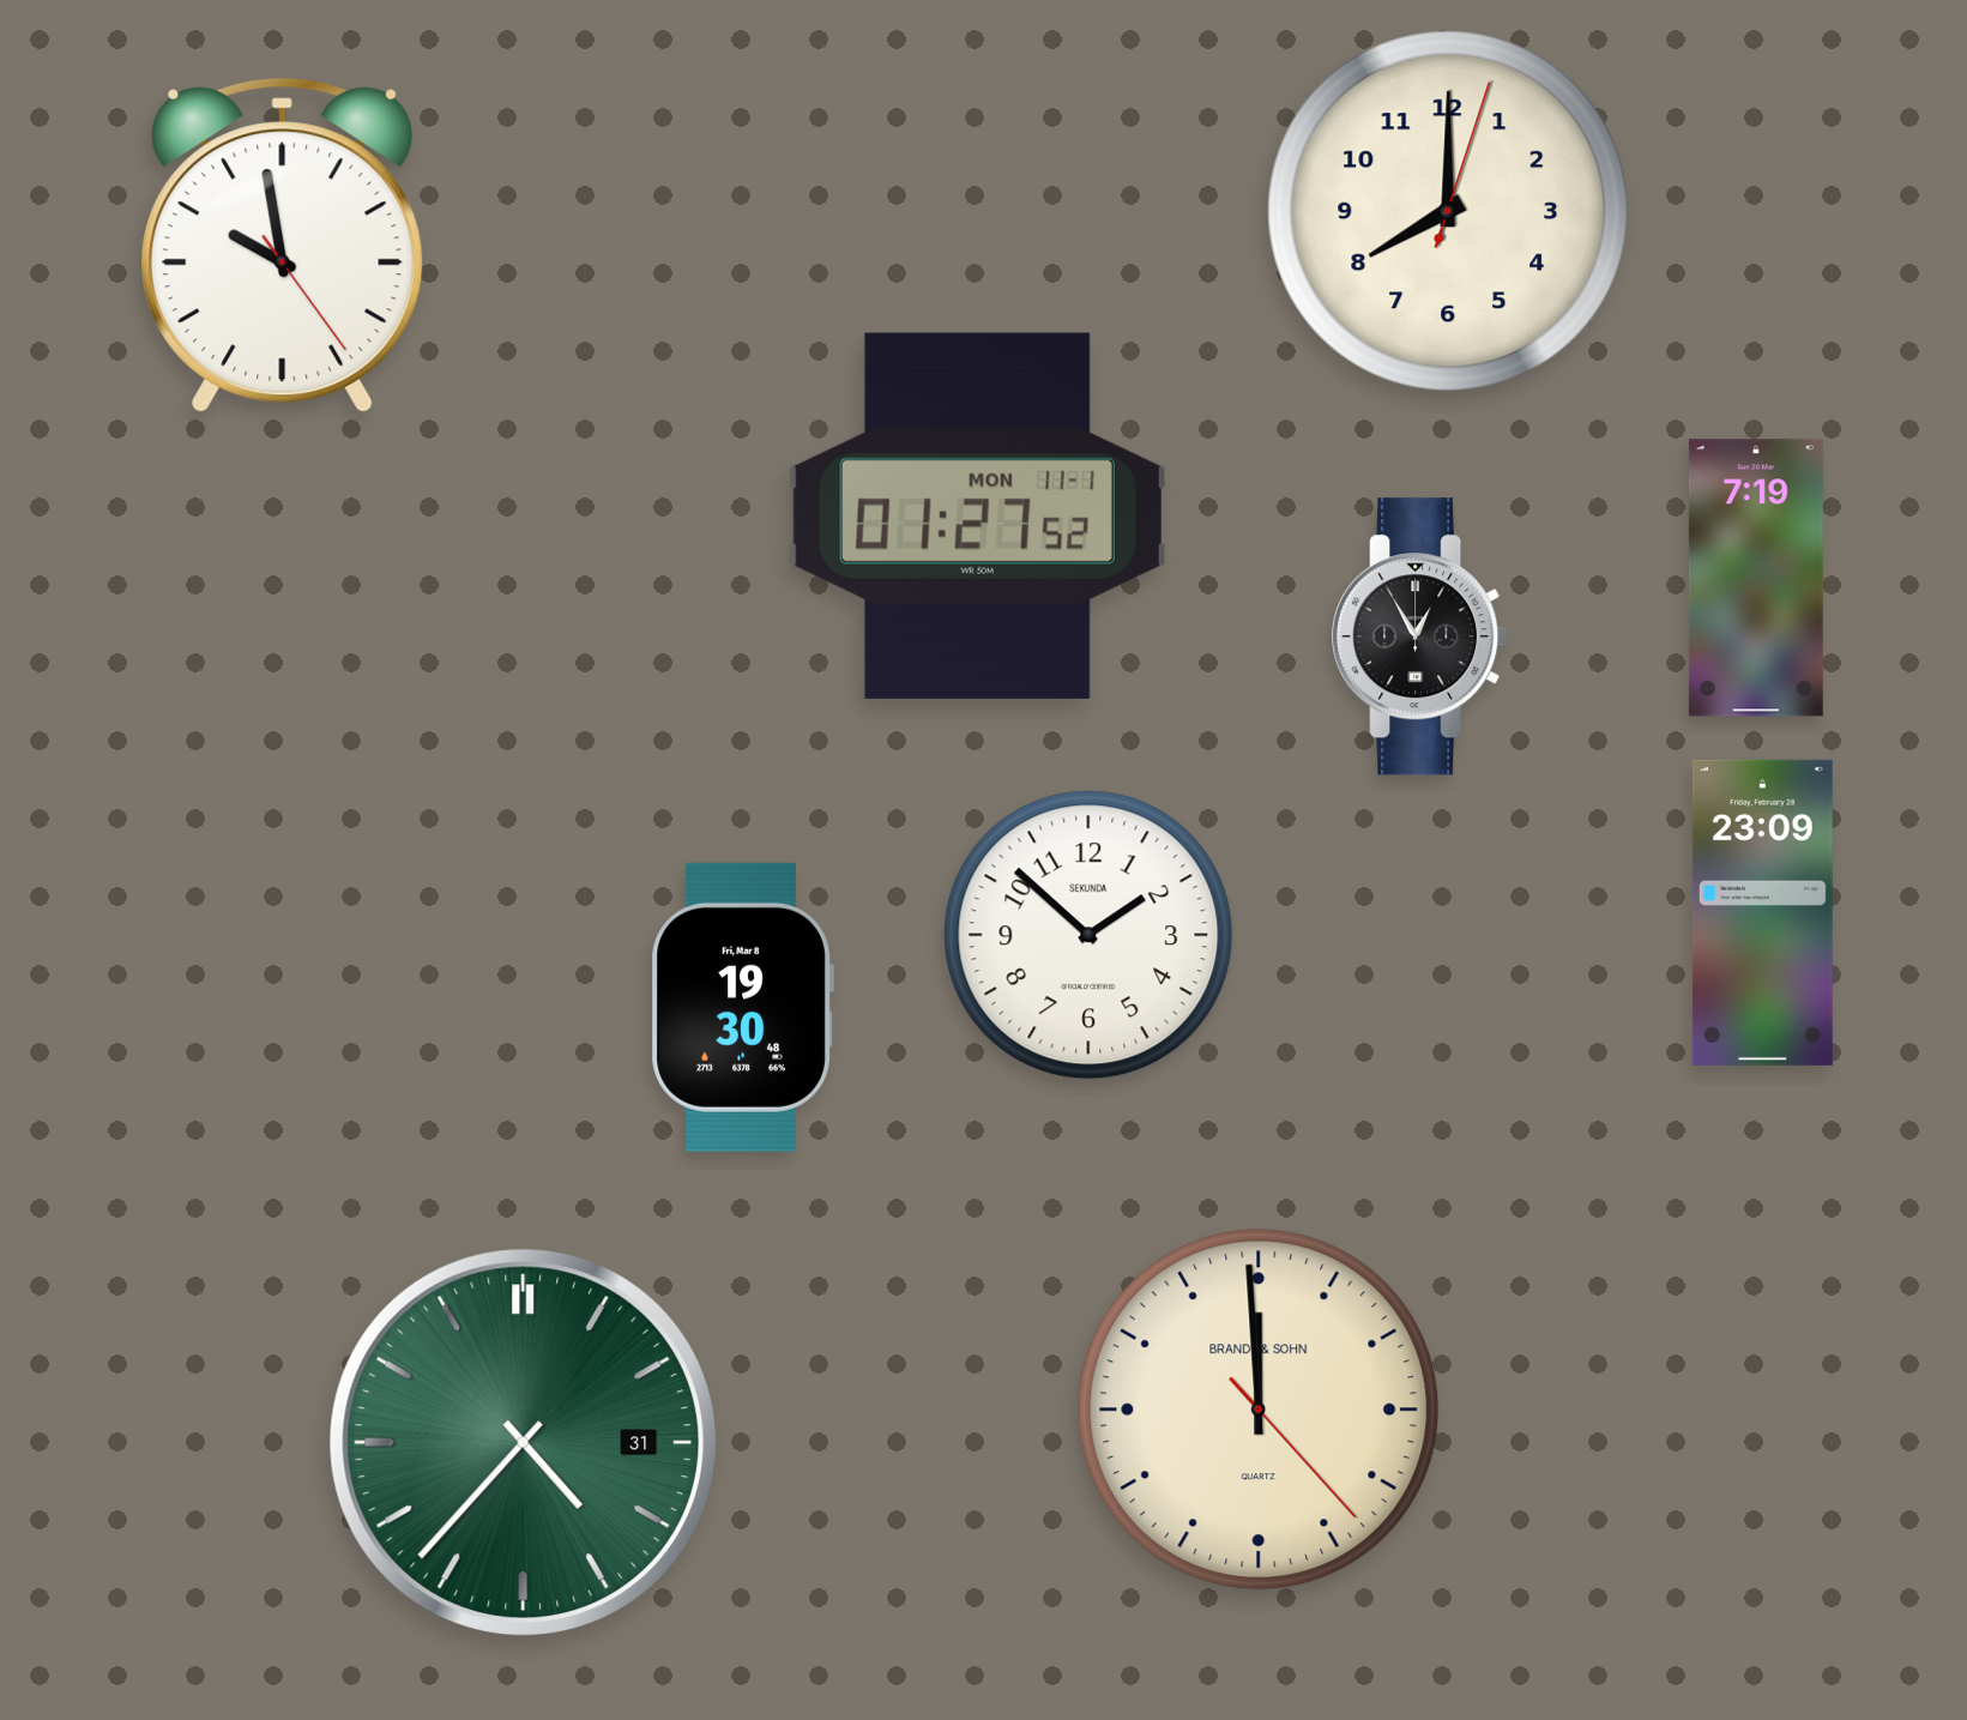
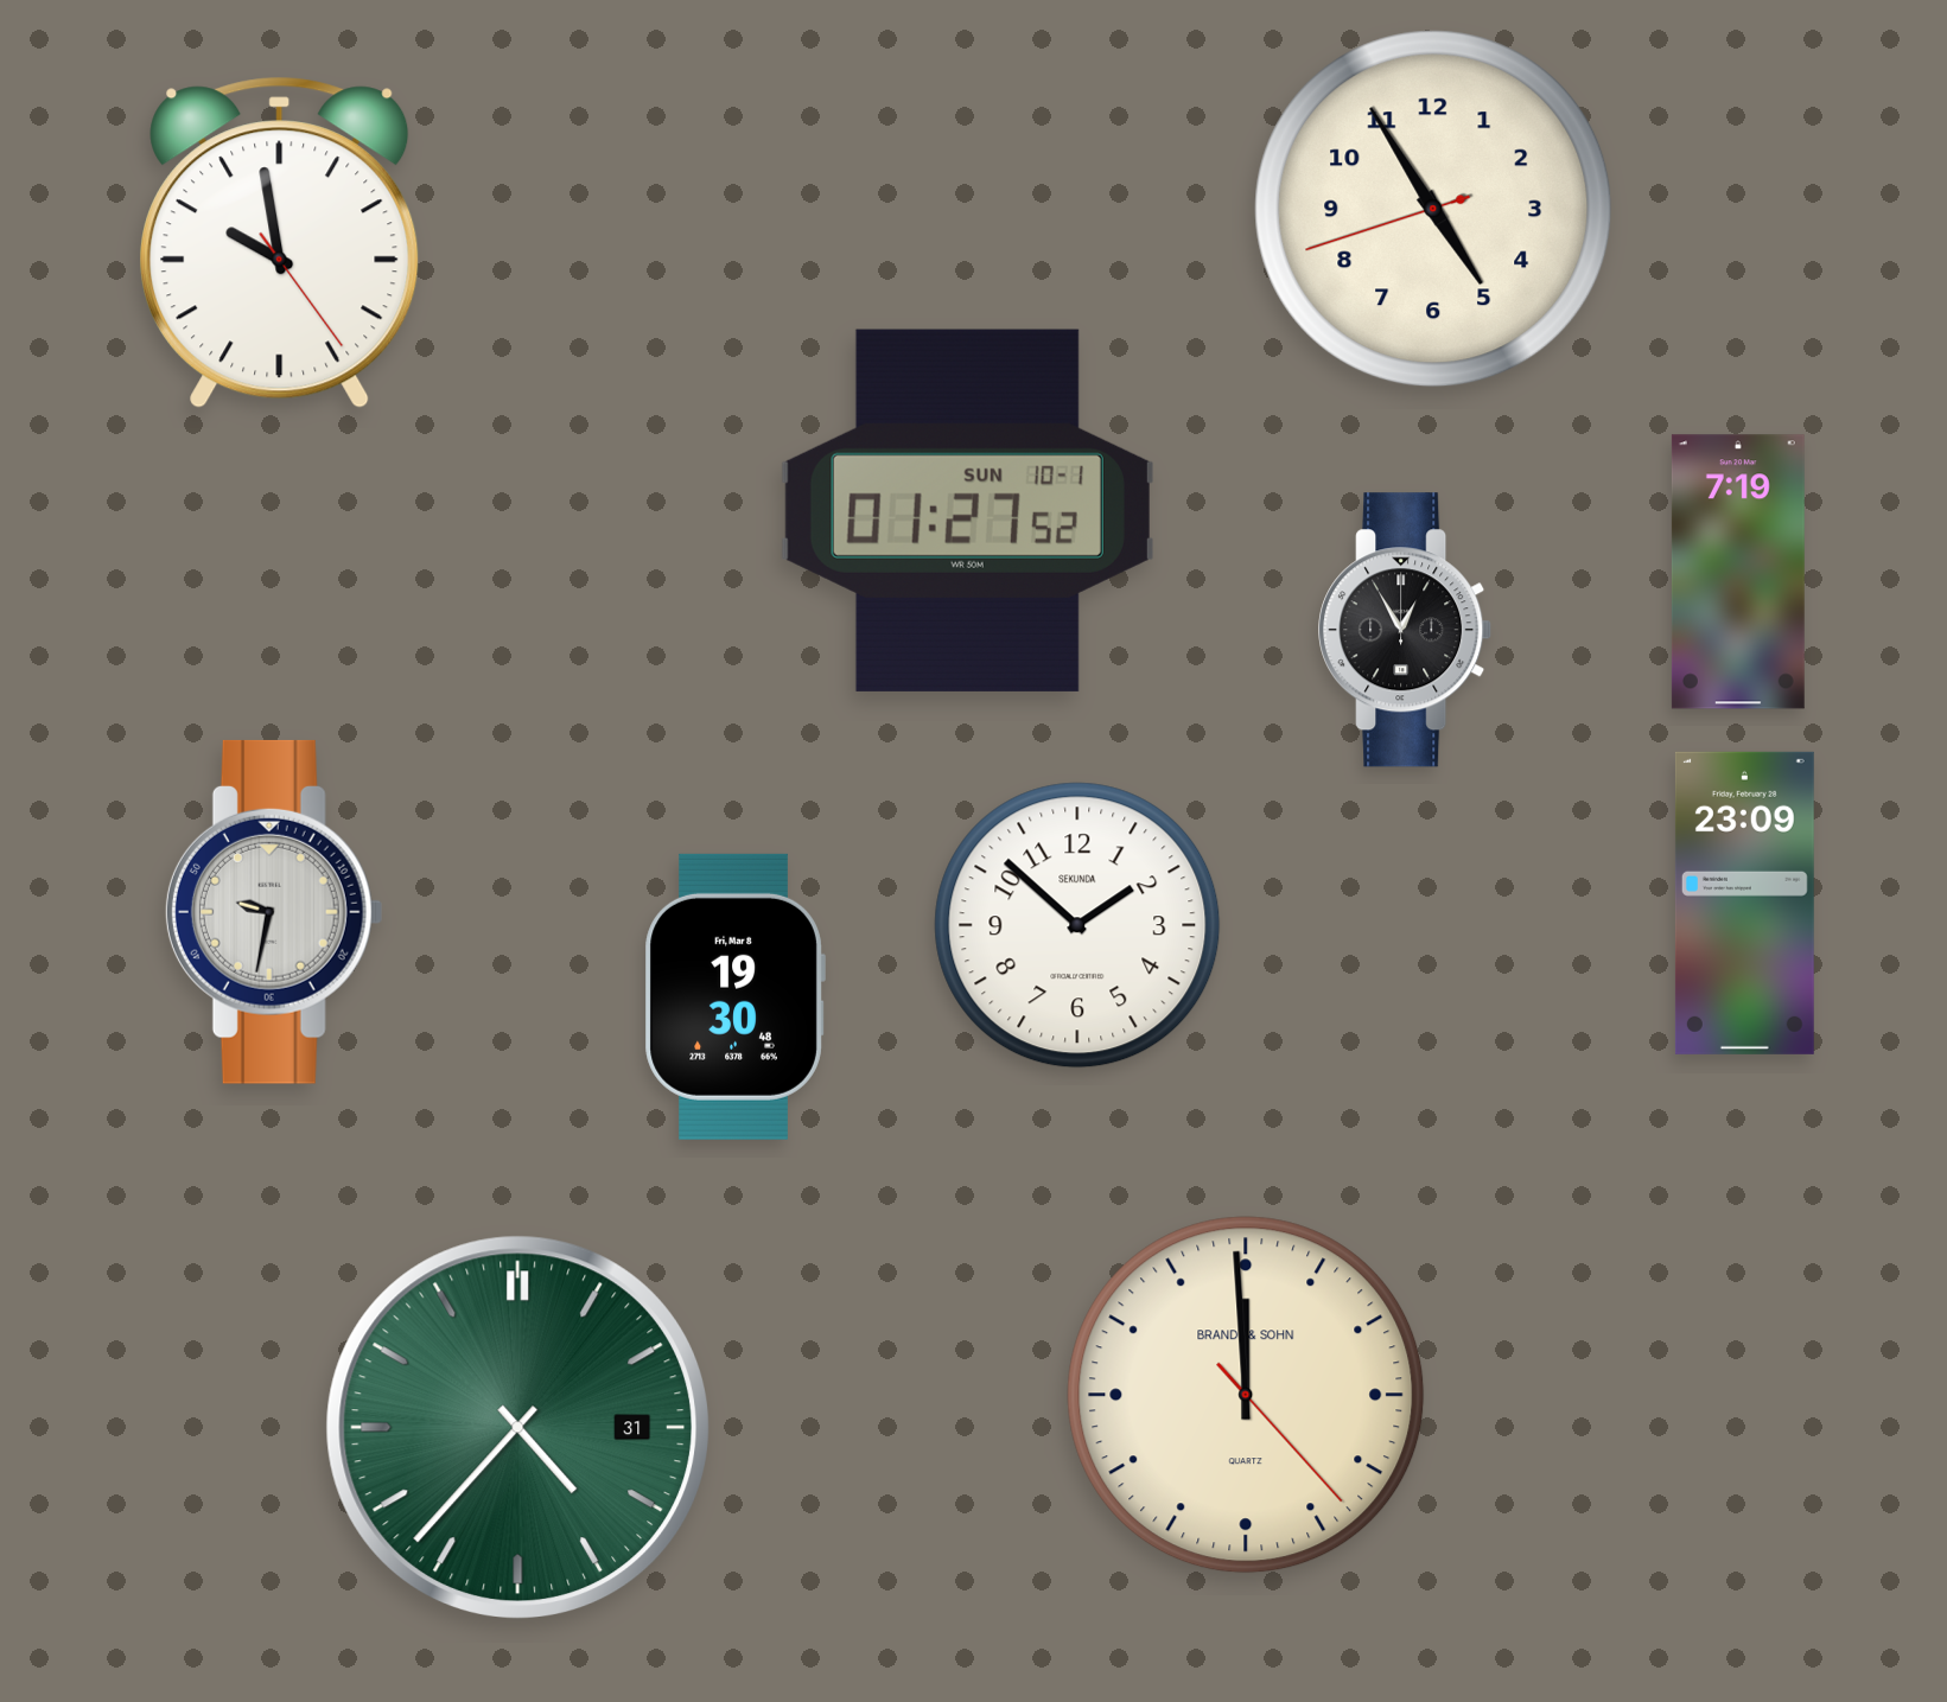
clock at (1448, 211): 8:00 -> 4:54
clock at (977, 515) date: MON 11-1 -> SUN 10-1
clock at (274, 912): none -> 9:32
